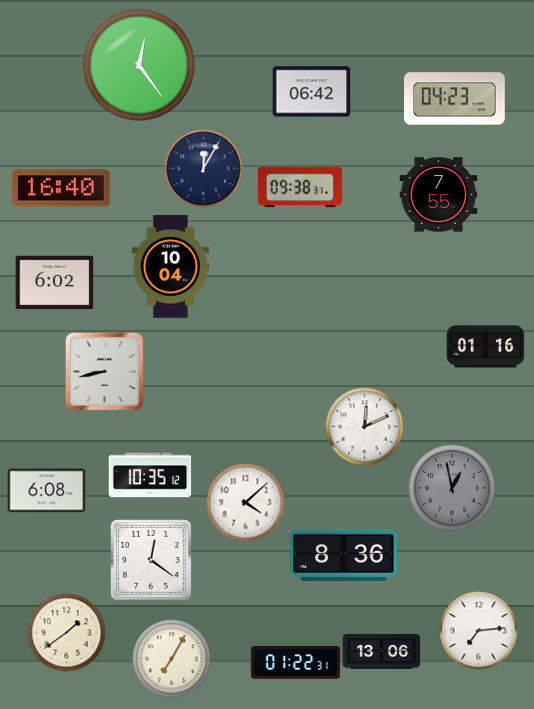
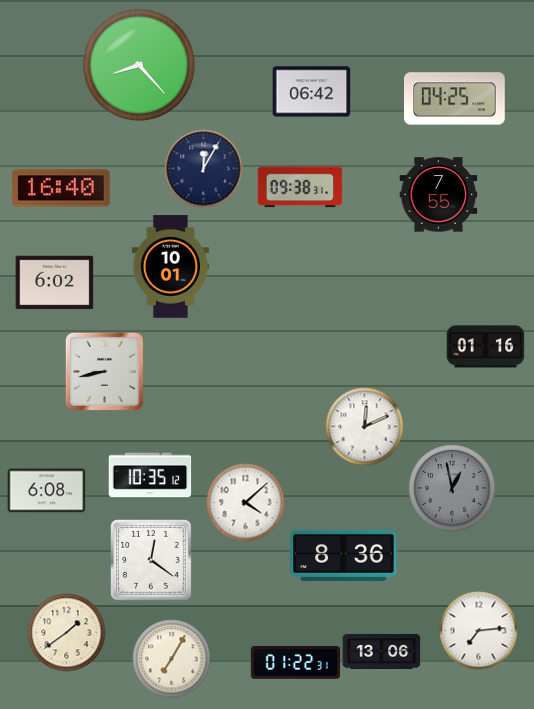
clock at (139, 65): 12:24 -> 8:23
clock at (455, 99): 04:23 -> 04:25
clock at (170, 267): 10:04 -> 10:01
